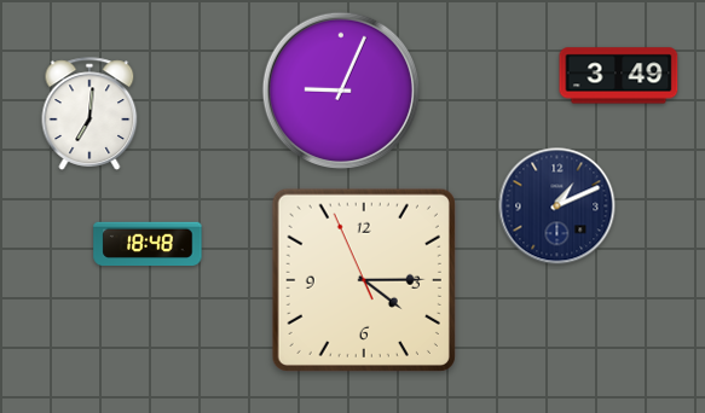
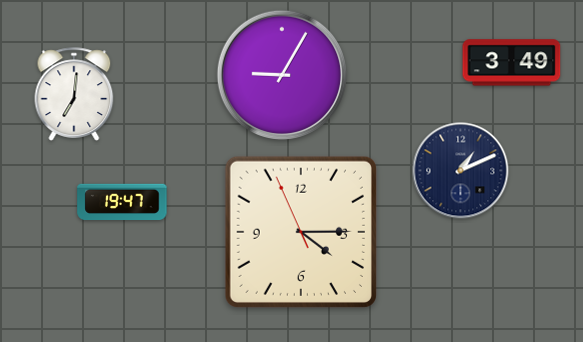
clock at (341, 91): 9:04 -> 9:05
clock at (148, 244): 18:48 -> 19:47
